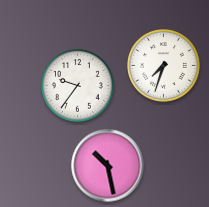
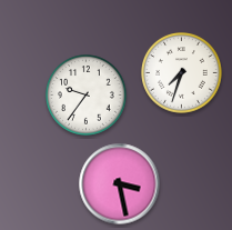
clock at (108, 166): 10:28 -> 3:28
